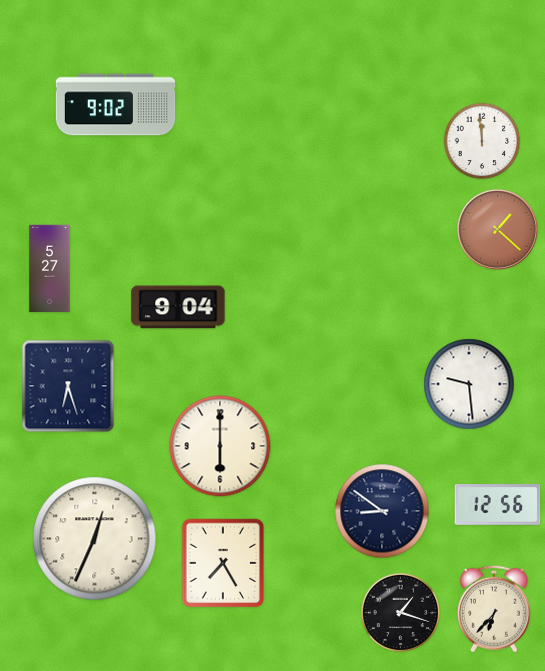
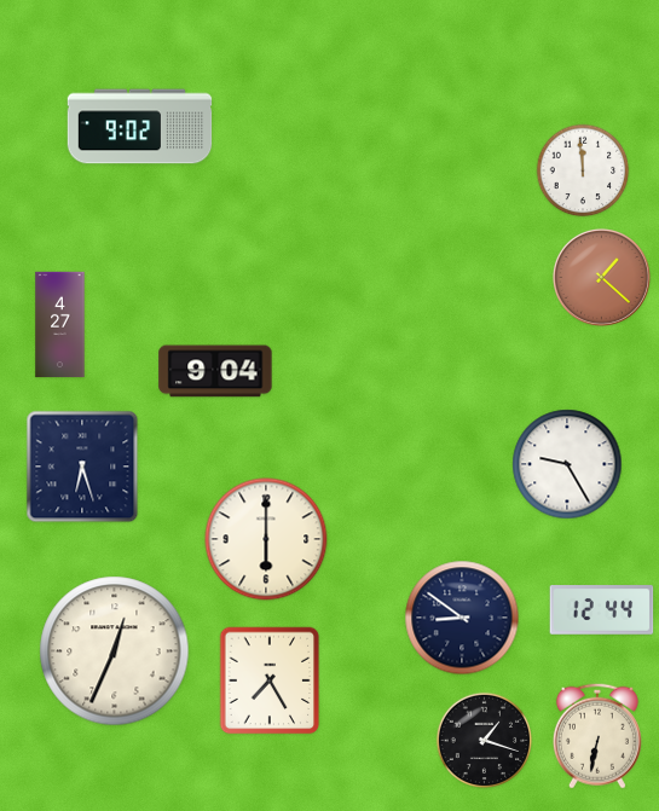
clock at (50, 269): 5:27 -> 4:27
clock at (469, 384): 9:29 -> 9:25
clock at (498, 505): 12:56 -> 12:44
clock at (494, 609): 6:37 -> 6:32
